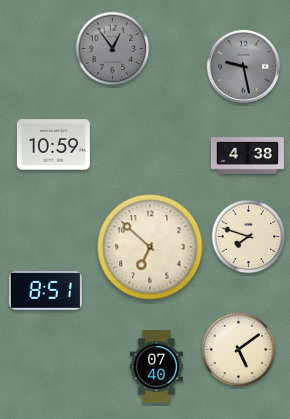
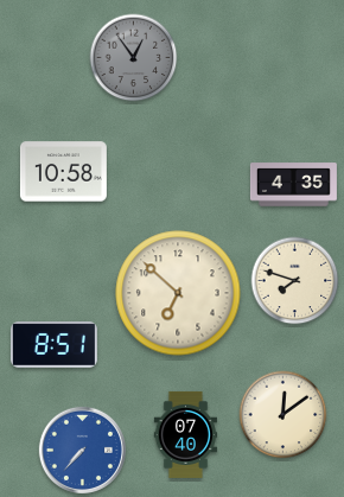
clock at (243, 66): 9:28 -> none
clock at (53, 145): 10:59 -> 10:58
clock at (247, 156): 4:38 -> 4:35
clock at (239, 350): 5:09 -> 12:09
clock at (82, 450): none -> 7:37
